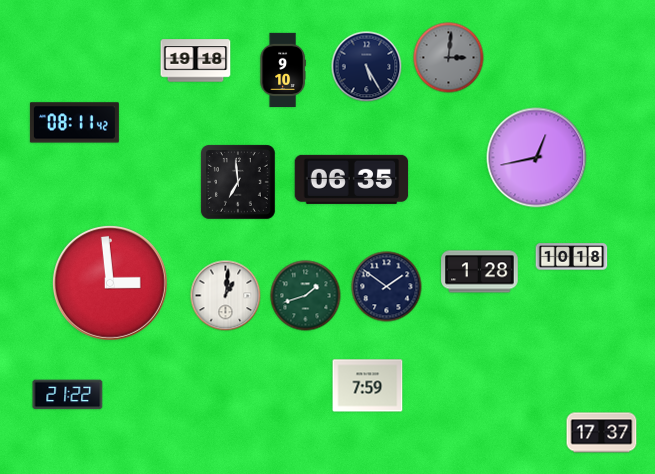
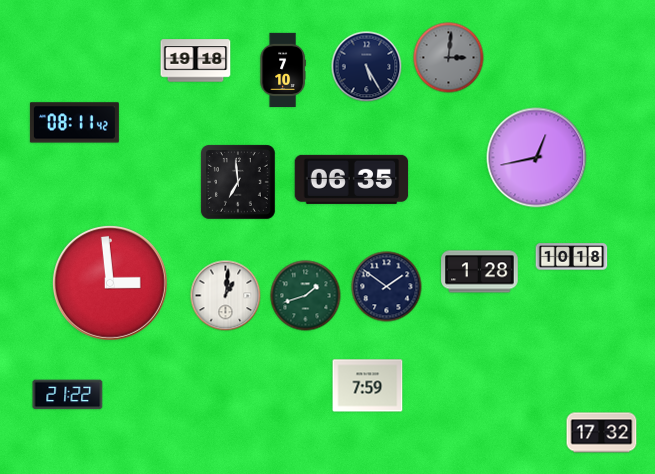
clock at (283, 69): 9:10 -> 7:10
clock at (602, 433): 17:37 -> 17:32
